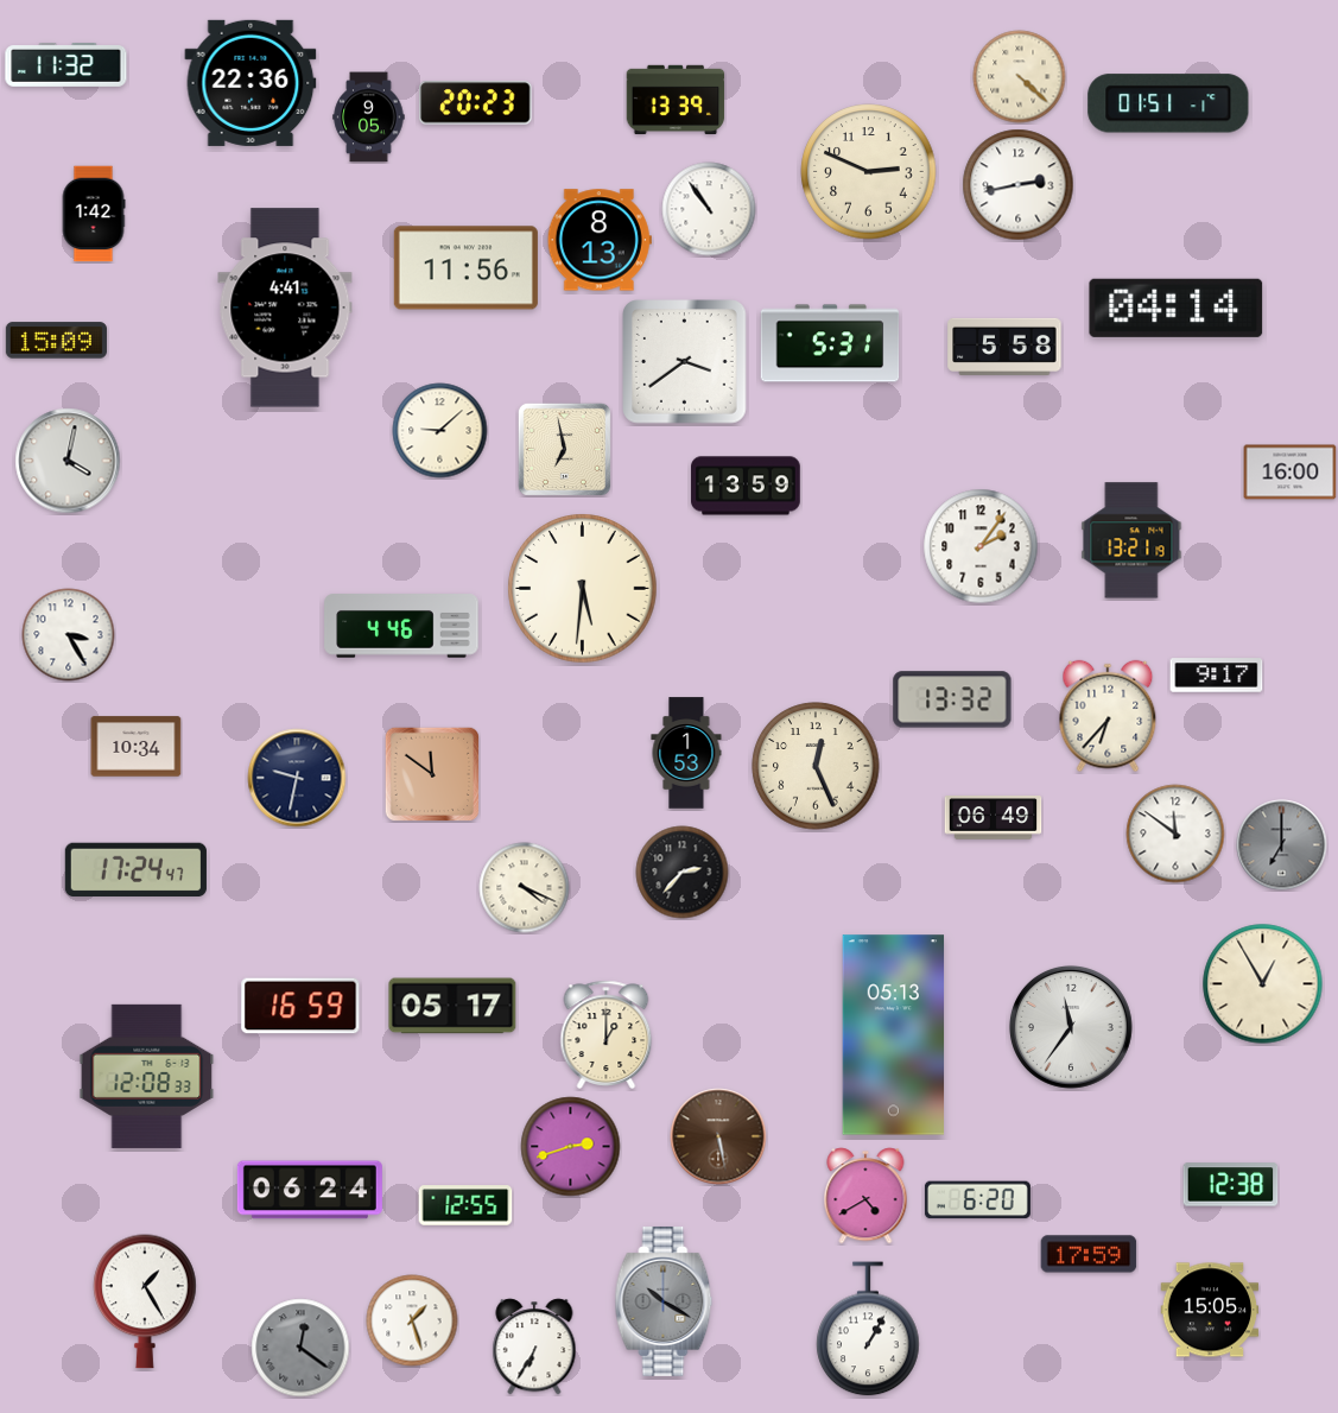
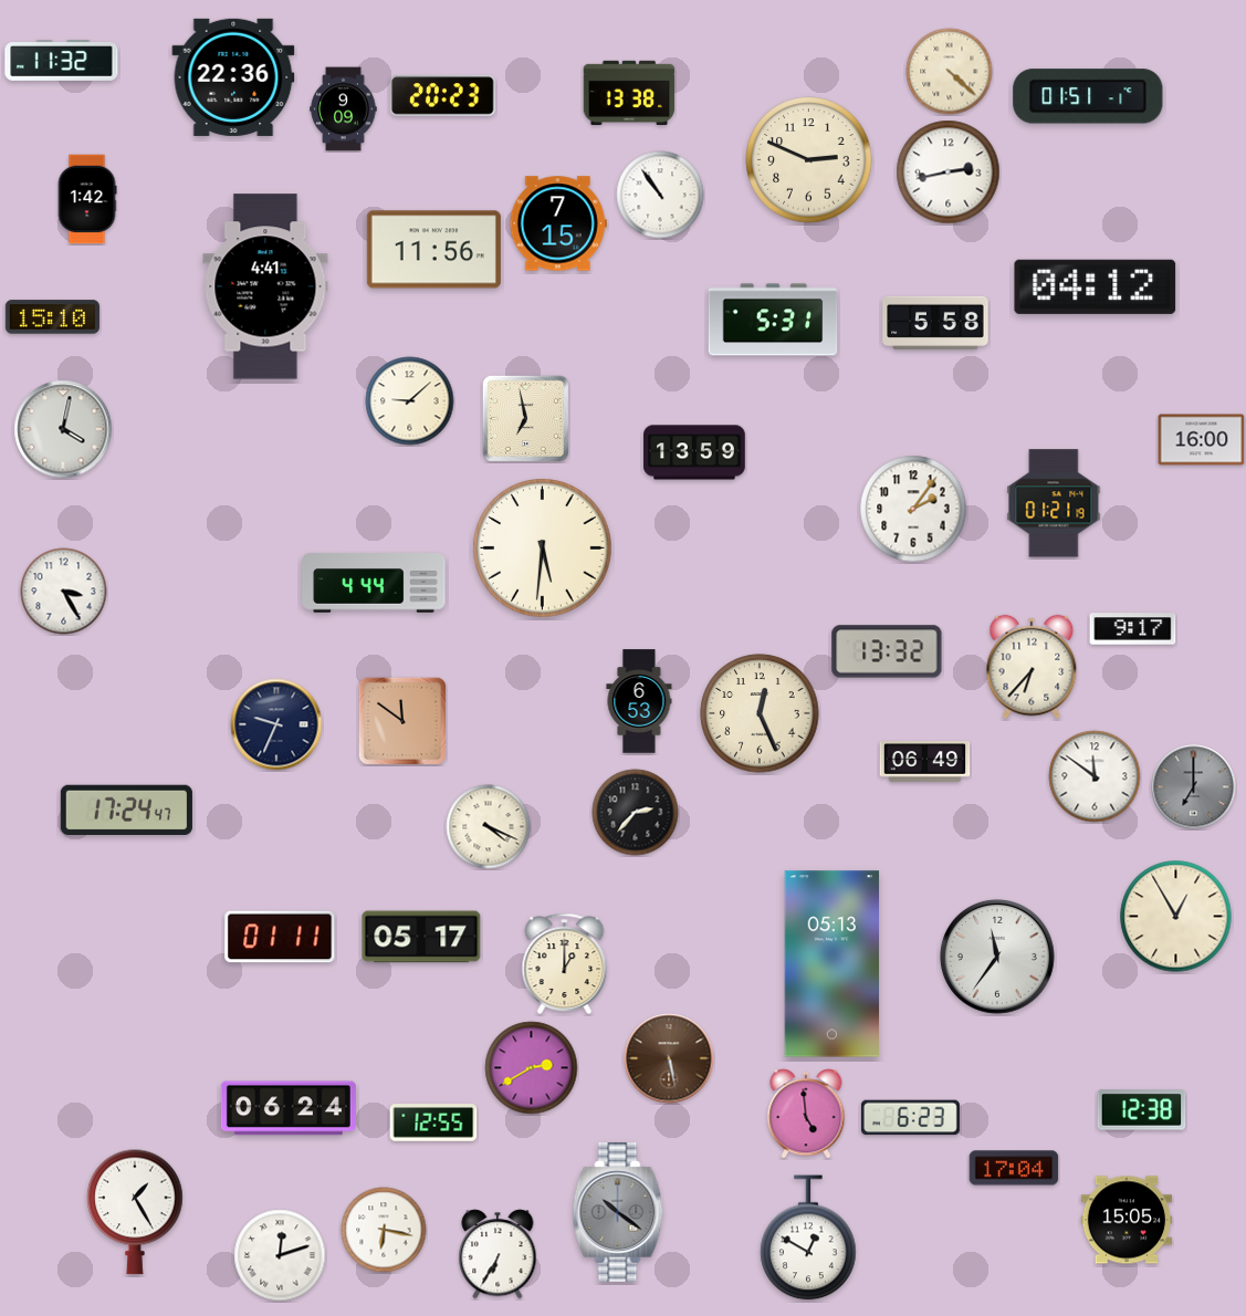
clock at (676, 99): 13:39 -> 13:38
clock at (369, 118): 9:05 -> 9:09
clock at (600, 240): 8:13 -> 7:15
clock at (1177, 308): 04:14 -> 04:12
clock at (56, 341): 15:09 -> 15:10
clock at (685, 362): 3:39 -> none
clock at (1131, 540): 13:21 -> 01:21
clock at (401, 626): 4:46 -> 4:44
clock at (137, 747): 10:34 -> none
clock at (686, 753): 1:53 -> 6:53
clock at (297, 778): 9:32 -> 9:34
clock at (300, 1006): 16:59 -> 01:11
clock at (147, 1076): 12:08 -> none
clock at (571, 1147): 2:42 -> 2:40
clock at (1231, 1185) position: (1231, 1185) -> (1142, 1110)
clock at (865, 1196): 4:40 -> 4:59
clock at (977, 1200): 6:20 -> 6:23
clock at (1089, 1254): 17:59 -> 17:04
clock at (664, 1301): 10:20 -> 10:21
clock at (412, 1320): 1:27 -> 6:17
clock at (868, 1329): 1:05 -> 12:50
clock at (300, 1348): 12:21 -> 12:12
clock at (300, 1348) dial: grey -> white
